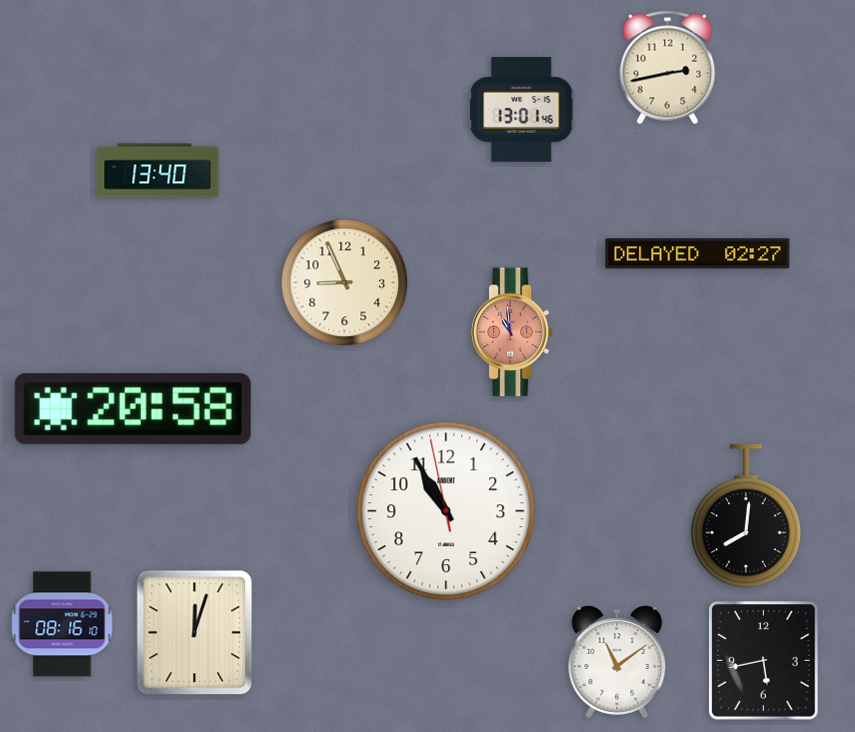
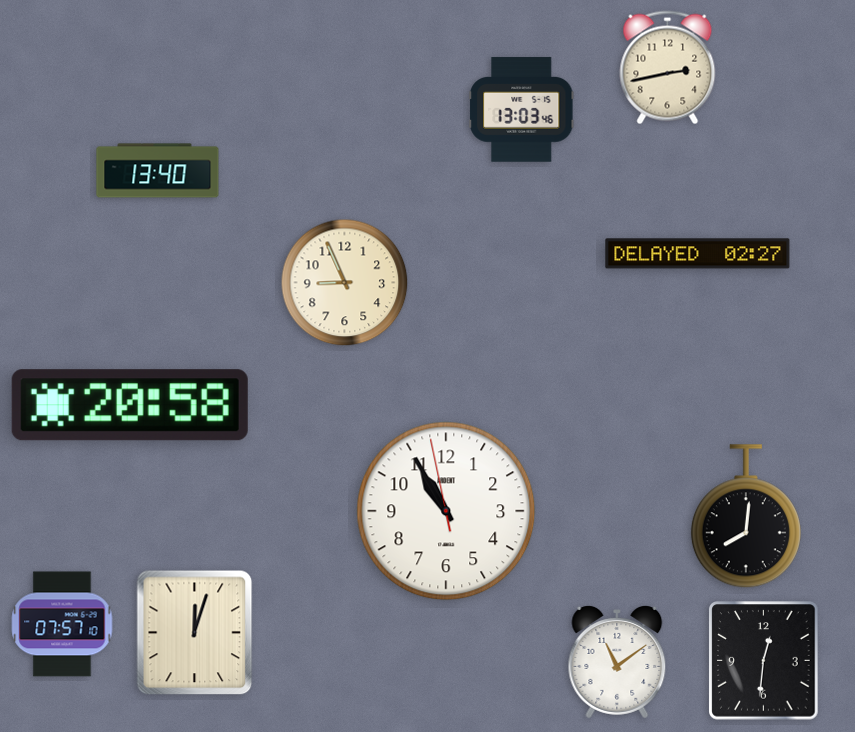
clock at (522, 110): 13:01 -> 13:03
clock at (512, 332): 10:59 -> none
clock at (133, 409) position: (133, 409) -> (130, 405)
clock at (62, 624): 08:16 -> 07:57
clock at (764, 661): 5:43 -> 12:31
